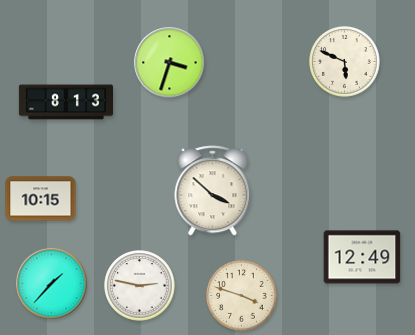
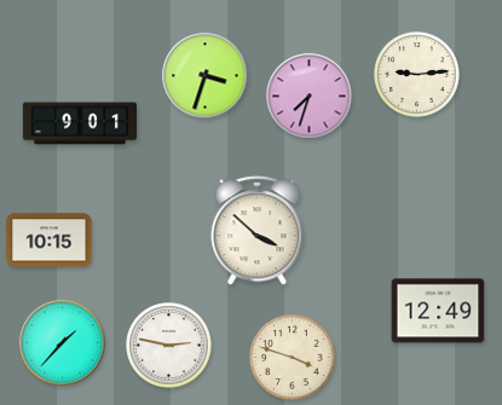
clock at (345, 62): 5:49 -> 9:14
clock at (310, 97): none -> 7:33
clock at (65, 102): 8:13 -> 9:01
